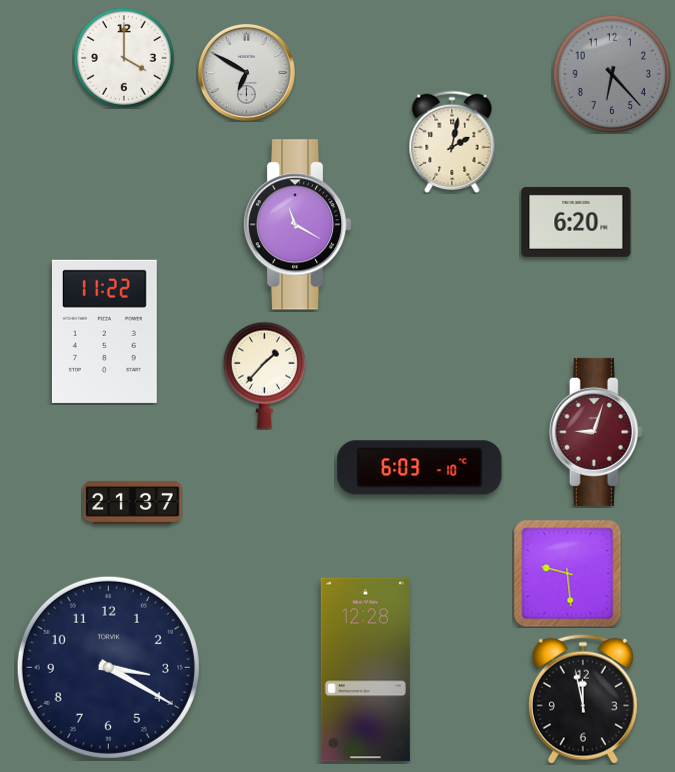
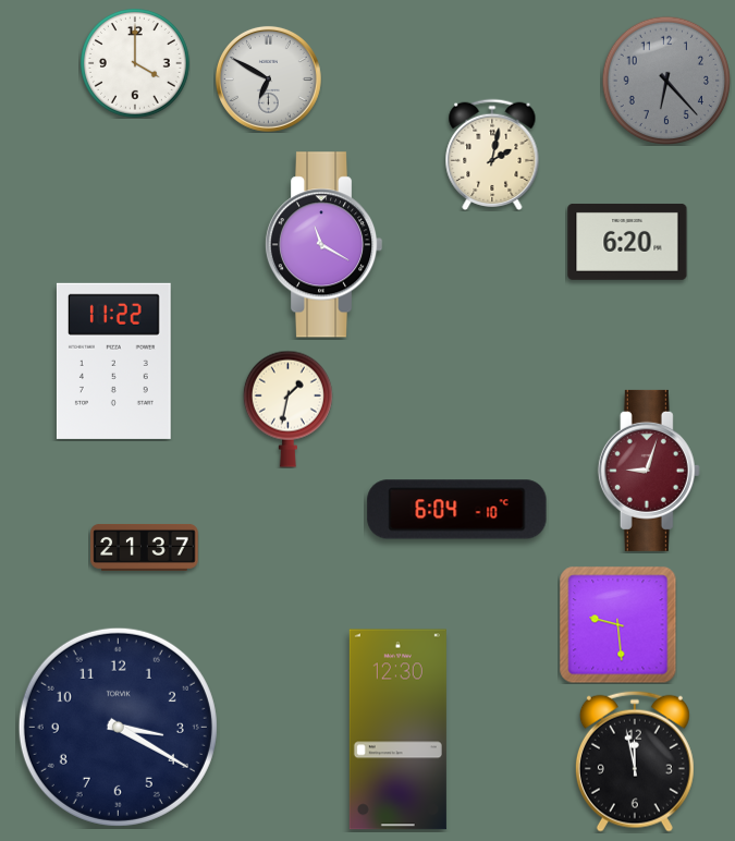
clock at (264, 375): 1:37 -> 1:32
clock at (420, 468): 6:03 -> 6:04
clock at (365, 670): 12:28 -> 12:30
